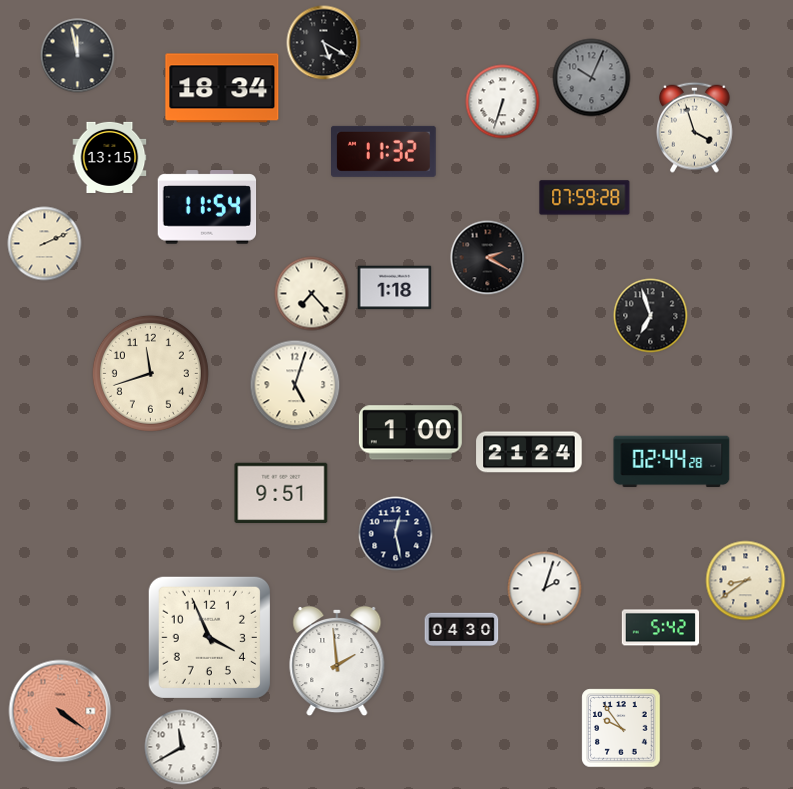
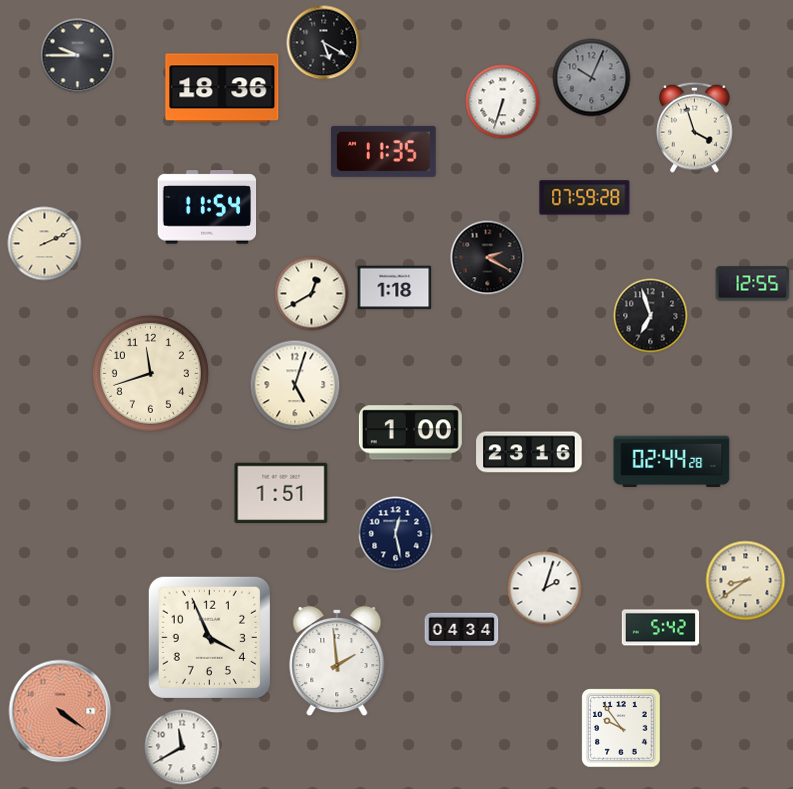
clock at (78, 56): 11:58 -> 9:45
clock at (222, 88): 18:34 -> 18:36
clock at (384, 151): 11:32 -> 11:35
clock at (110, 157): 13:15 -> none
clock at (753, 284): none -> 12:55
clock at (312, 294): 7:23 -> 12:40
clock at (529, 452): 21:24 -> 23:16
clock at (281, 493): 9:51 -> 1:51
clock at (462, 630): 04:30 -> 04:34
